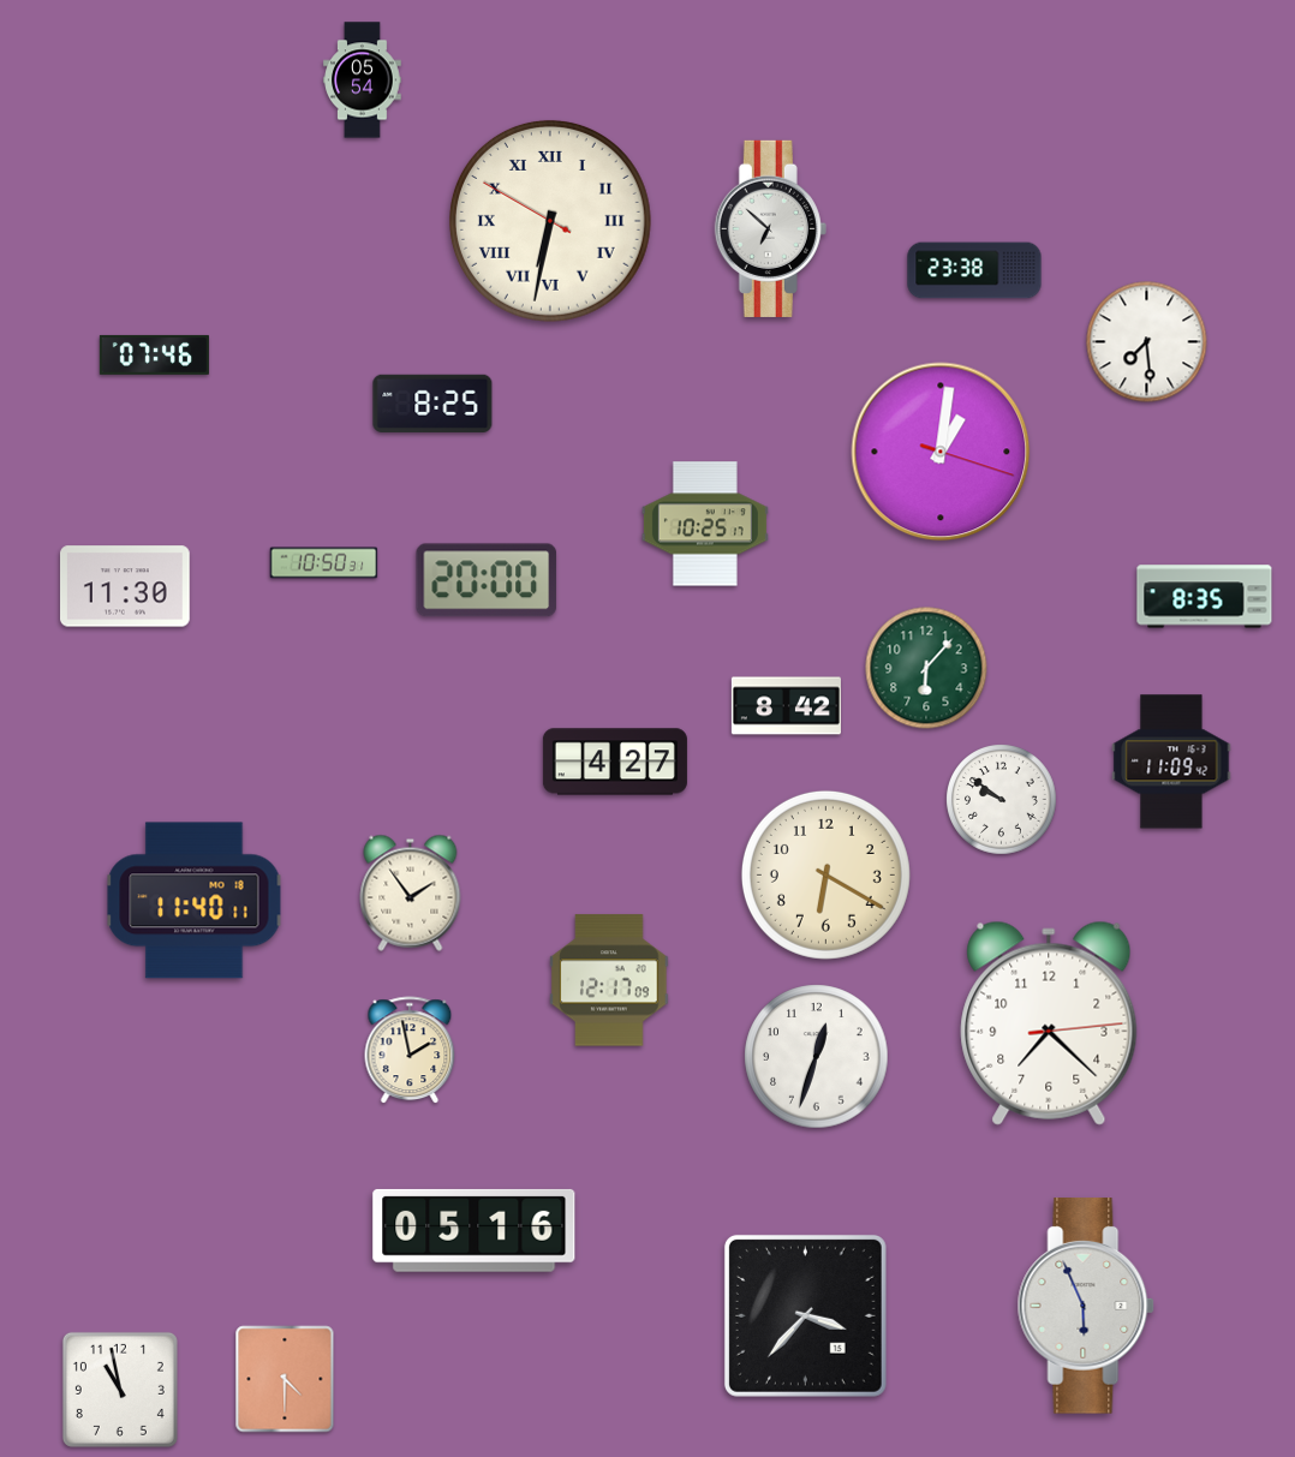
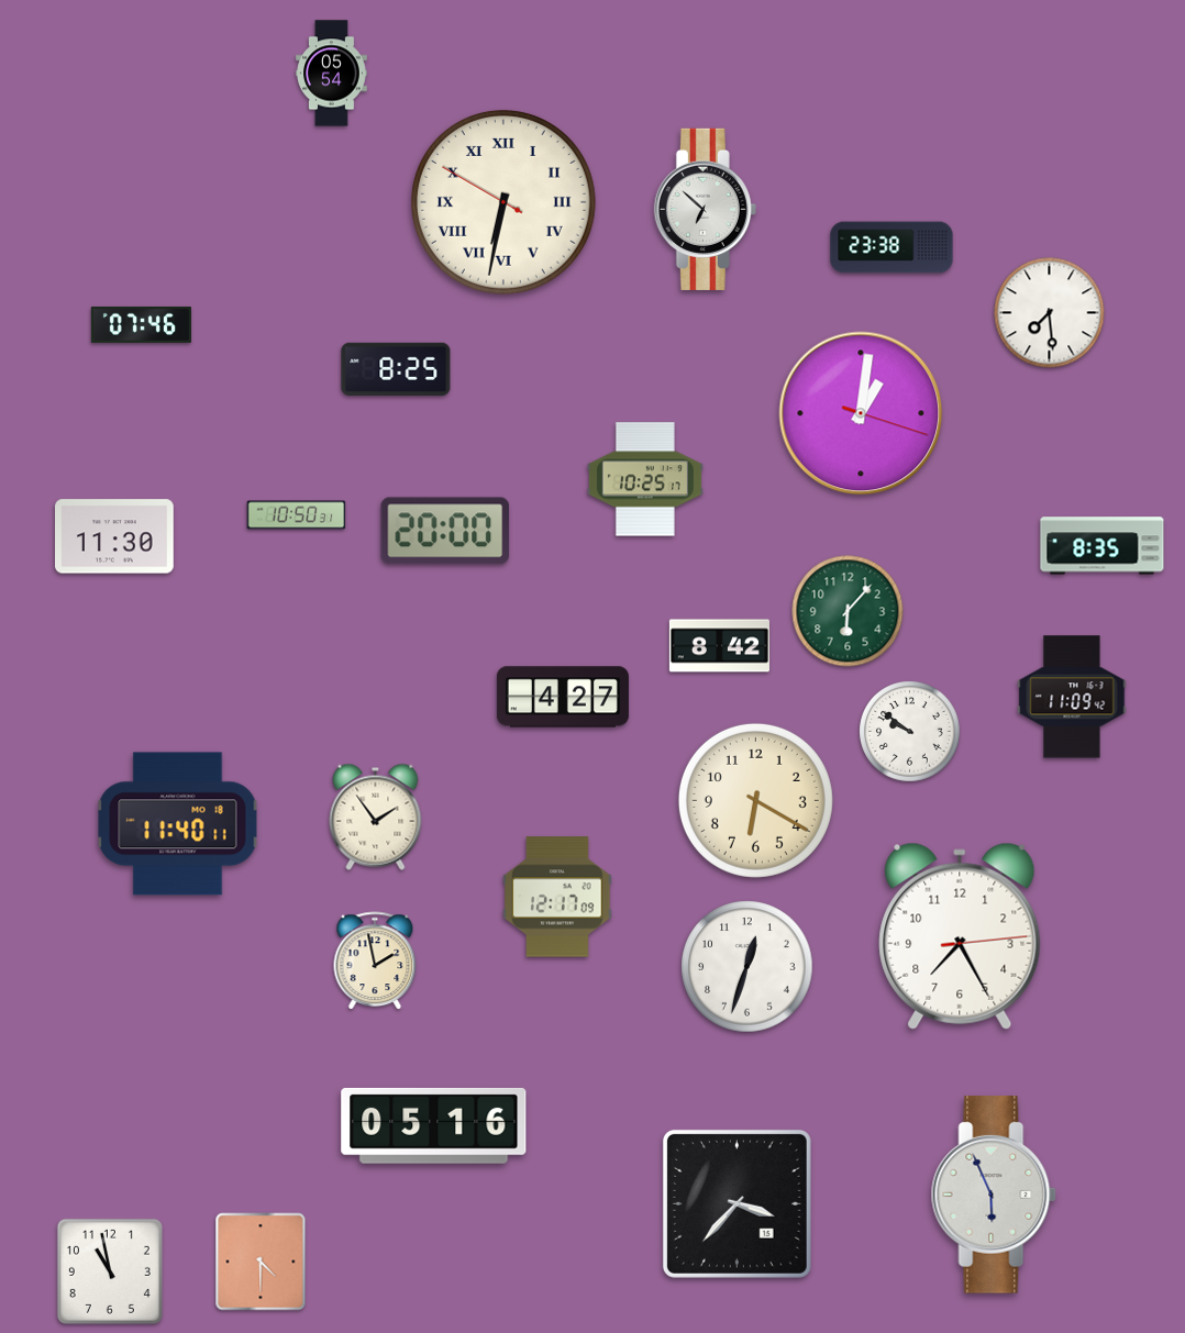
clock at (1002, 800) position: (1002, 800) -> (910, 732)
clock at (1049, 1023): 7:22 -> 7:25
